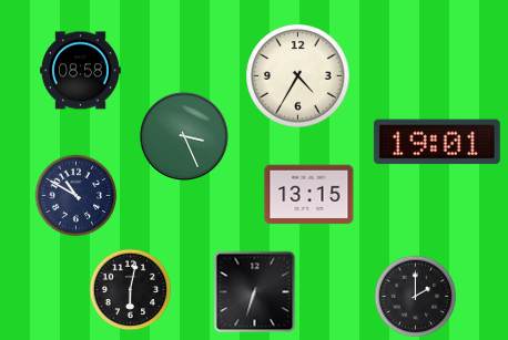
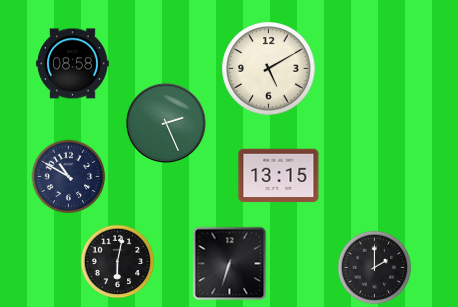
clock at (298, 76): 4:35 -> 5:10
clock at (184, 136): 3:26 -> 2:26
clock at (437, 142): 19:01 -> none
